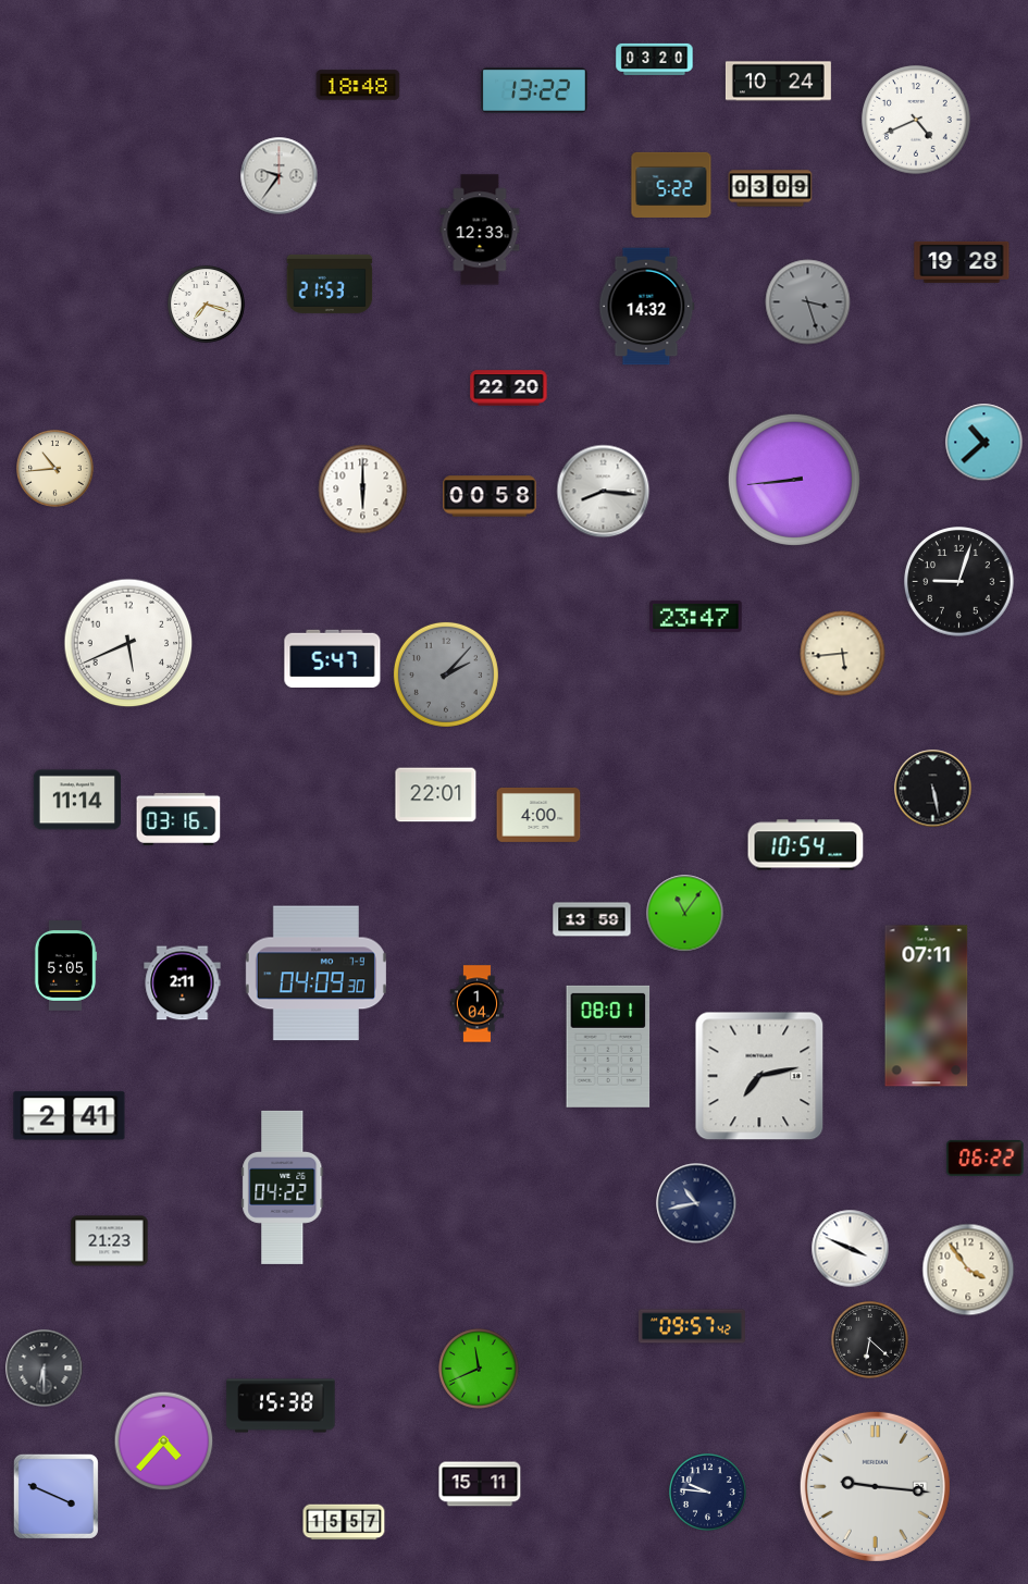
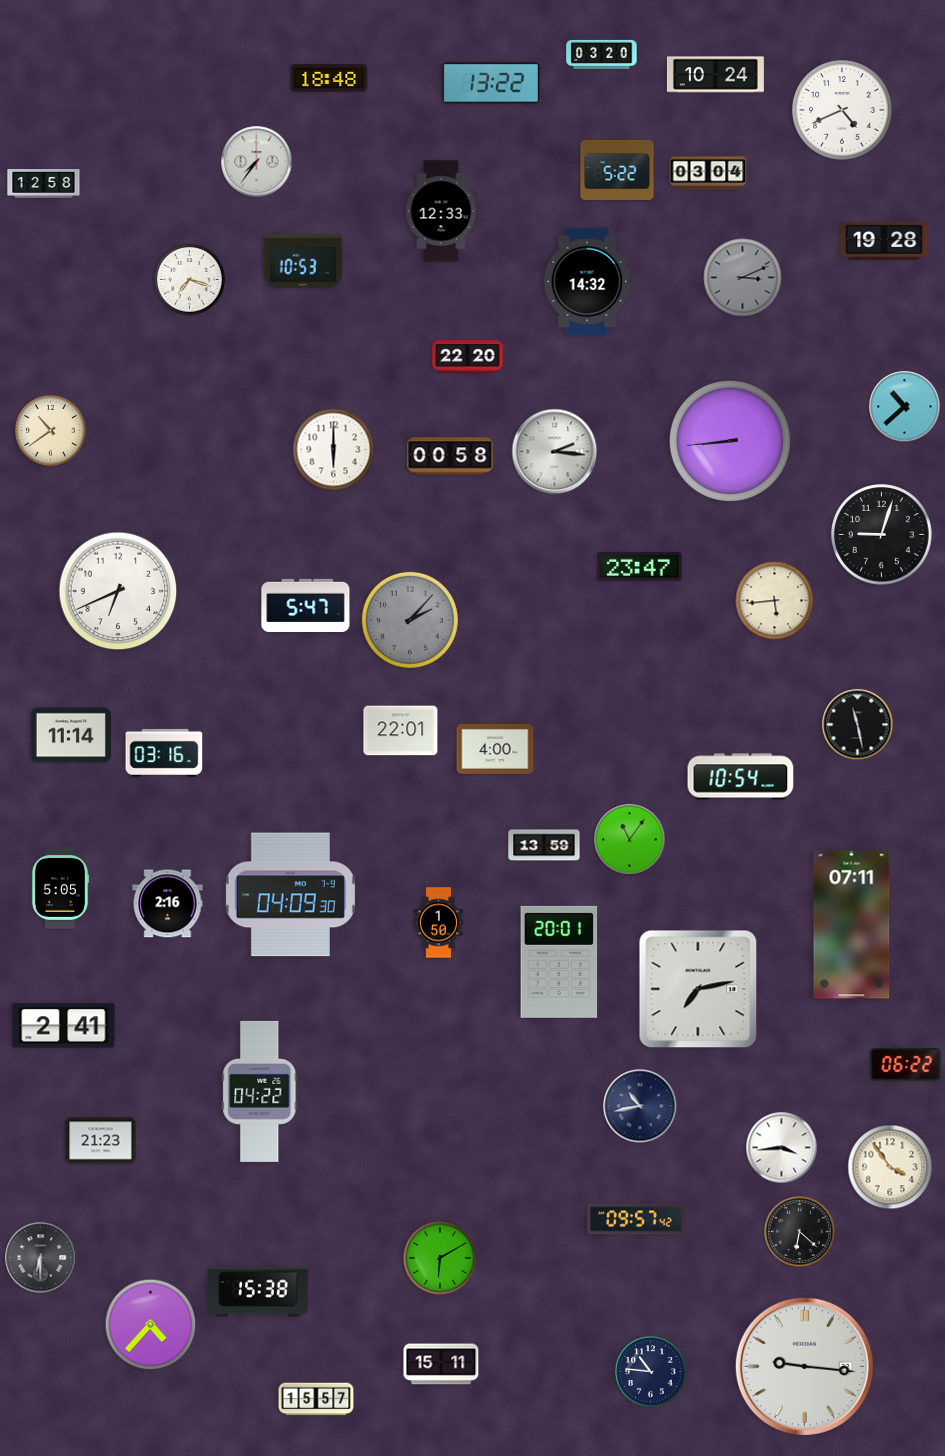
clock at (280, 176): 9:36 -> 7:36
clock at (770, 188): 03:09 -> 03:04
clock at (44, 184): none -> 12:58
clock at (330, 284): 21:53 -> 10:53
clock at (808, 302): 3:27 -> 3:11
clock at (646, 307) position: (646, 307) -> (587, 282)
clock at (55, 469): 10:44 -> 10:39
clock at (604, 492): 8:16 -> 2:16
clock at (128, 643): 5:41 -> 6:41
clock at (933, 789): 5:28 -> 11:28
clock at (183, 983): 2:11 -> 2:16
clock at (478, 1004): 1:04 -> 1:50
clock at (608, 1047): 08:01 -> 20:01
clock at (851, 1249): 3:49 -> 3:44
clock at (479, 1369): 11:41 -> 6:10
clock at (708, 1493): 9:46 -> 10:46
clock at (55, 1496): 3:49 -> none
